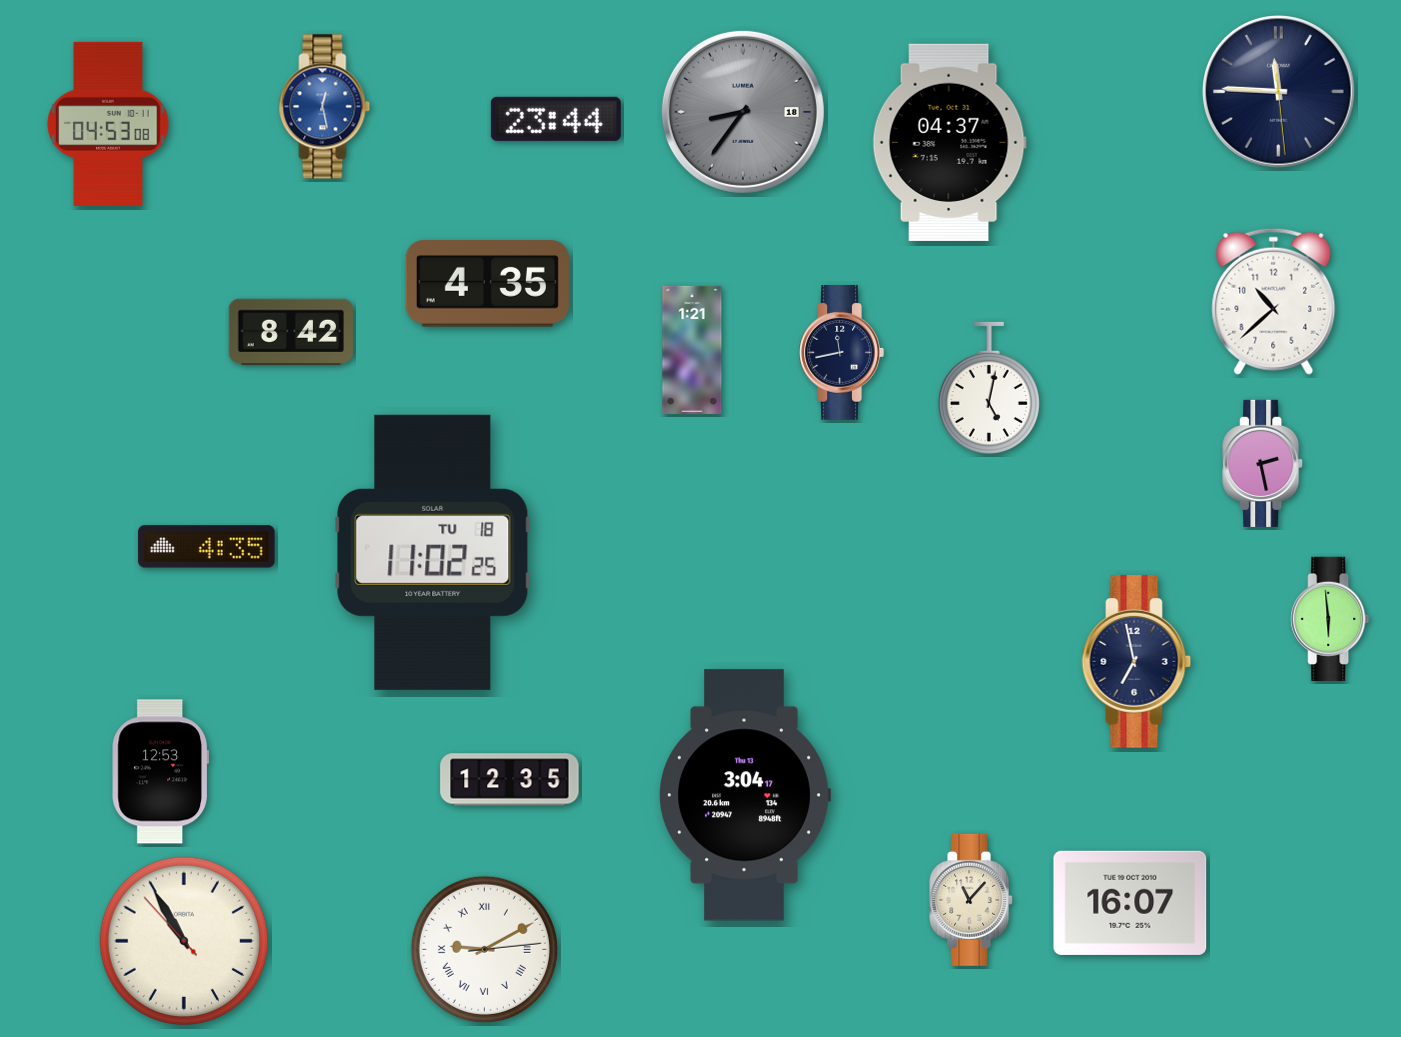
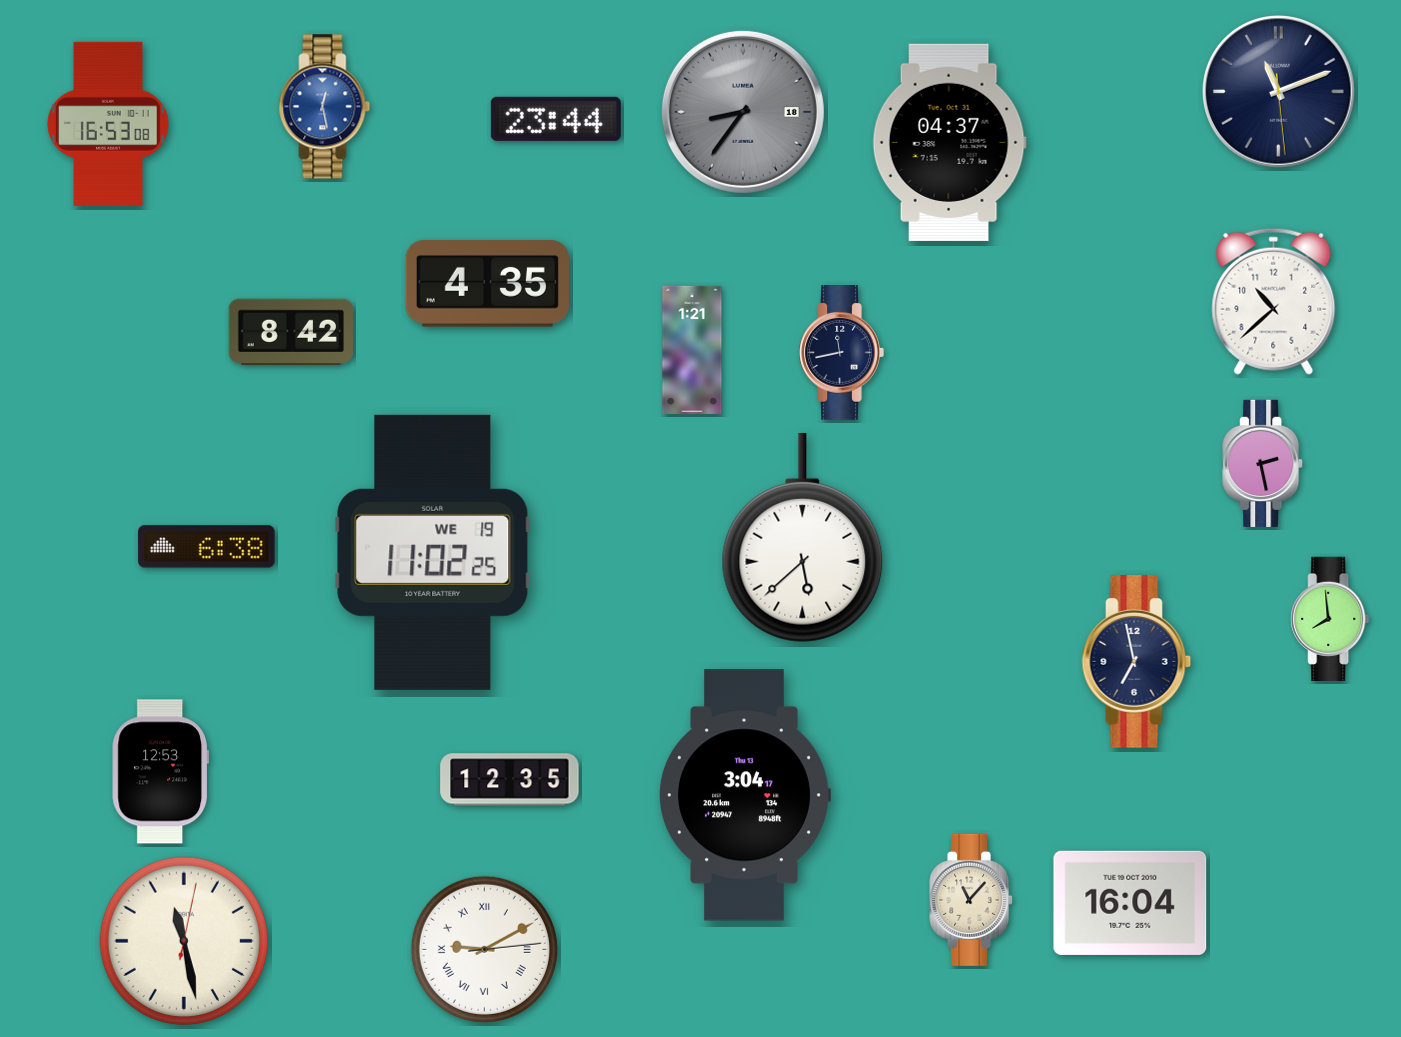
clock at (1279, 92): 11:45 -> 11:11
clock at (108, 124): 04:53 -> 16:53
clock at (989, 387): 5:02 -> none
clock at (803, 537): none -> 5:38
clock at (207, 547): 4:35 -> 6:38
clock at (433, 552) date: TU 18 -> WE 19
clock at (1330, 618): 5:59 -> 7:59
clock at (1130, 903): 16:07 -> 16:04
clock at (184, 941): 10:54 -> 11:28
